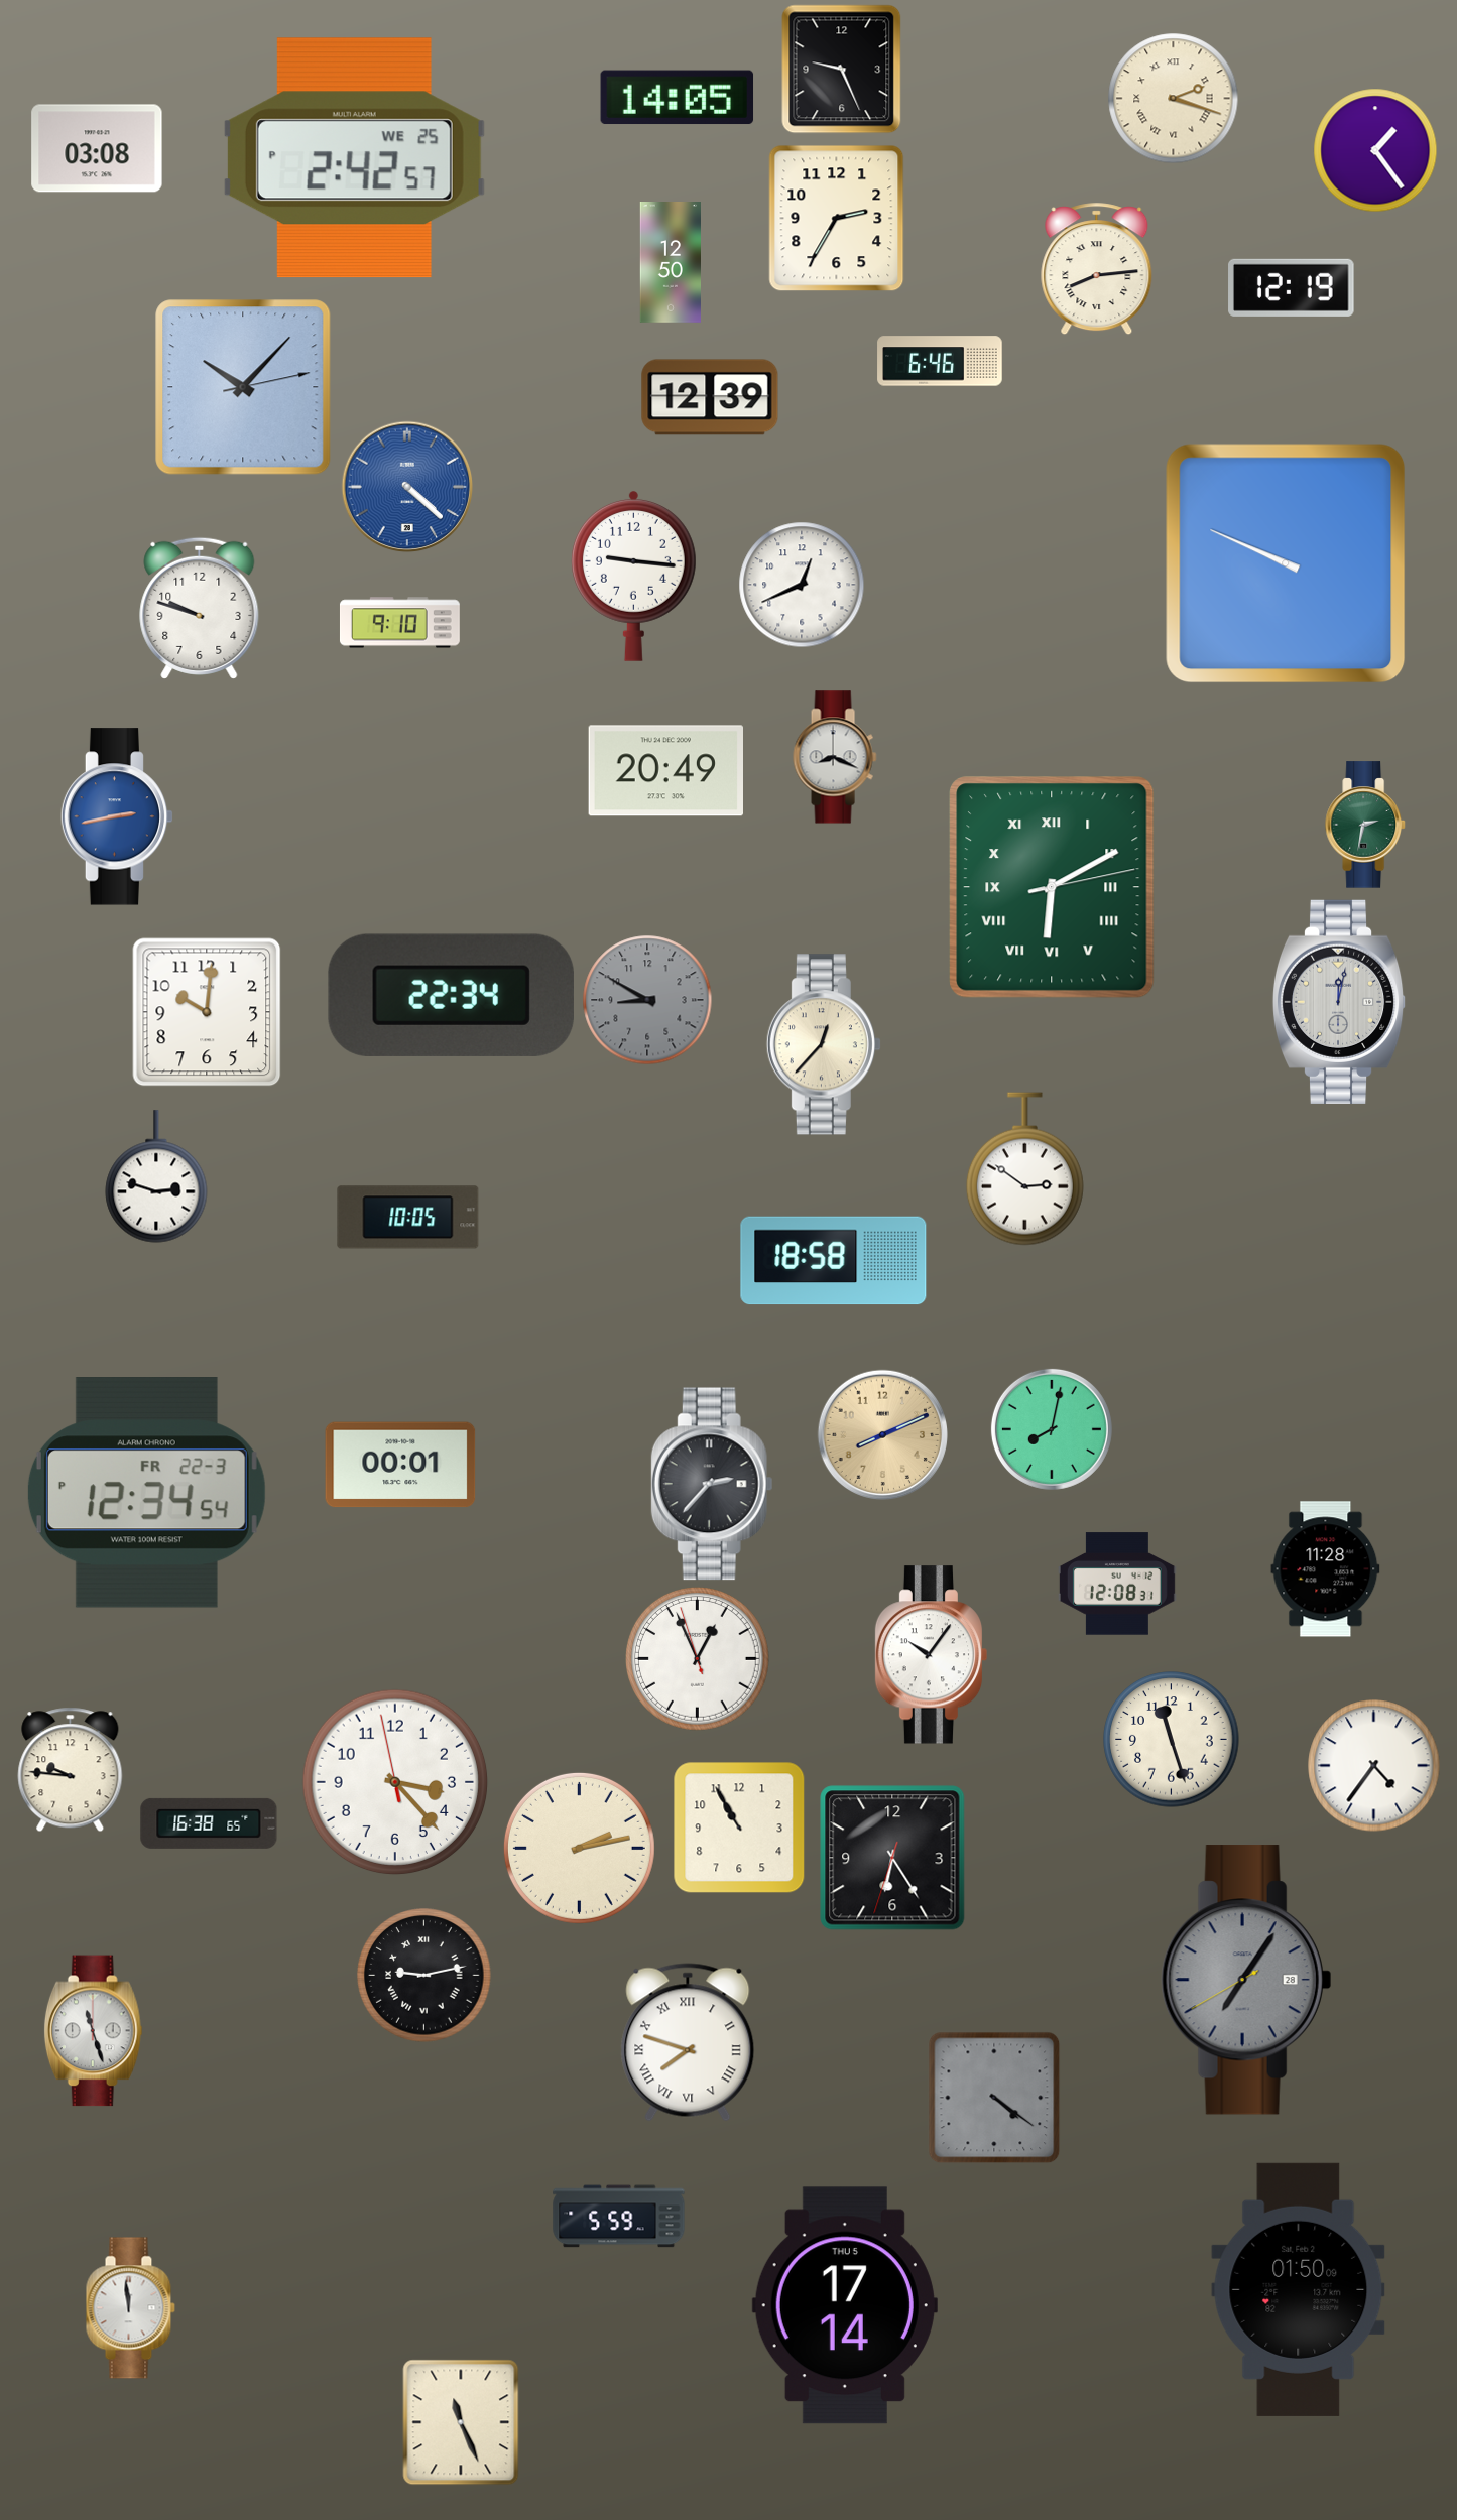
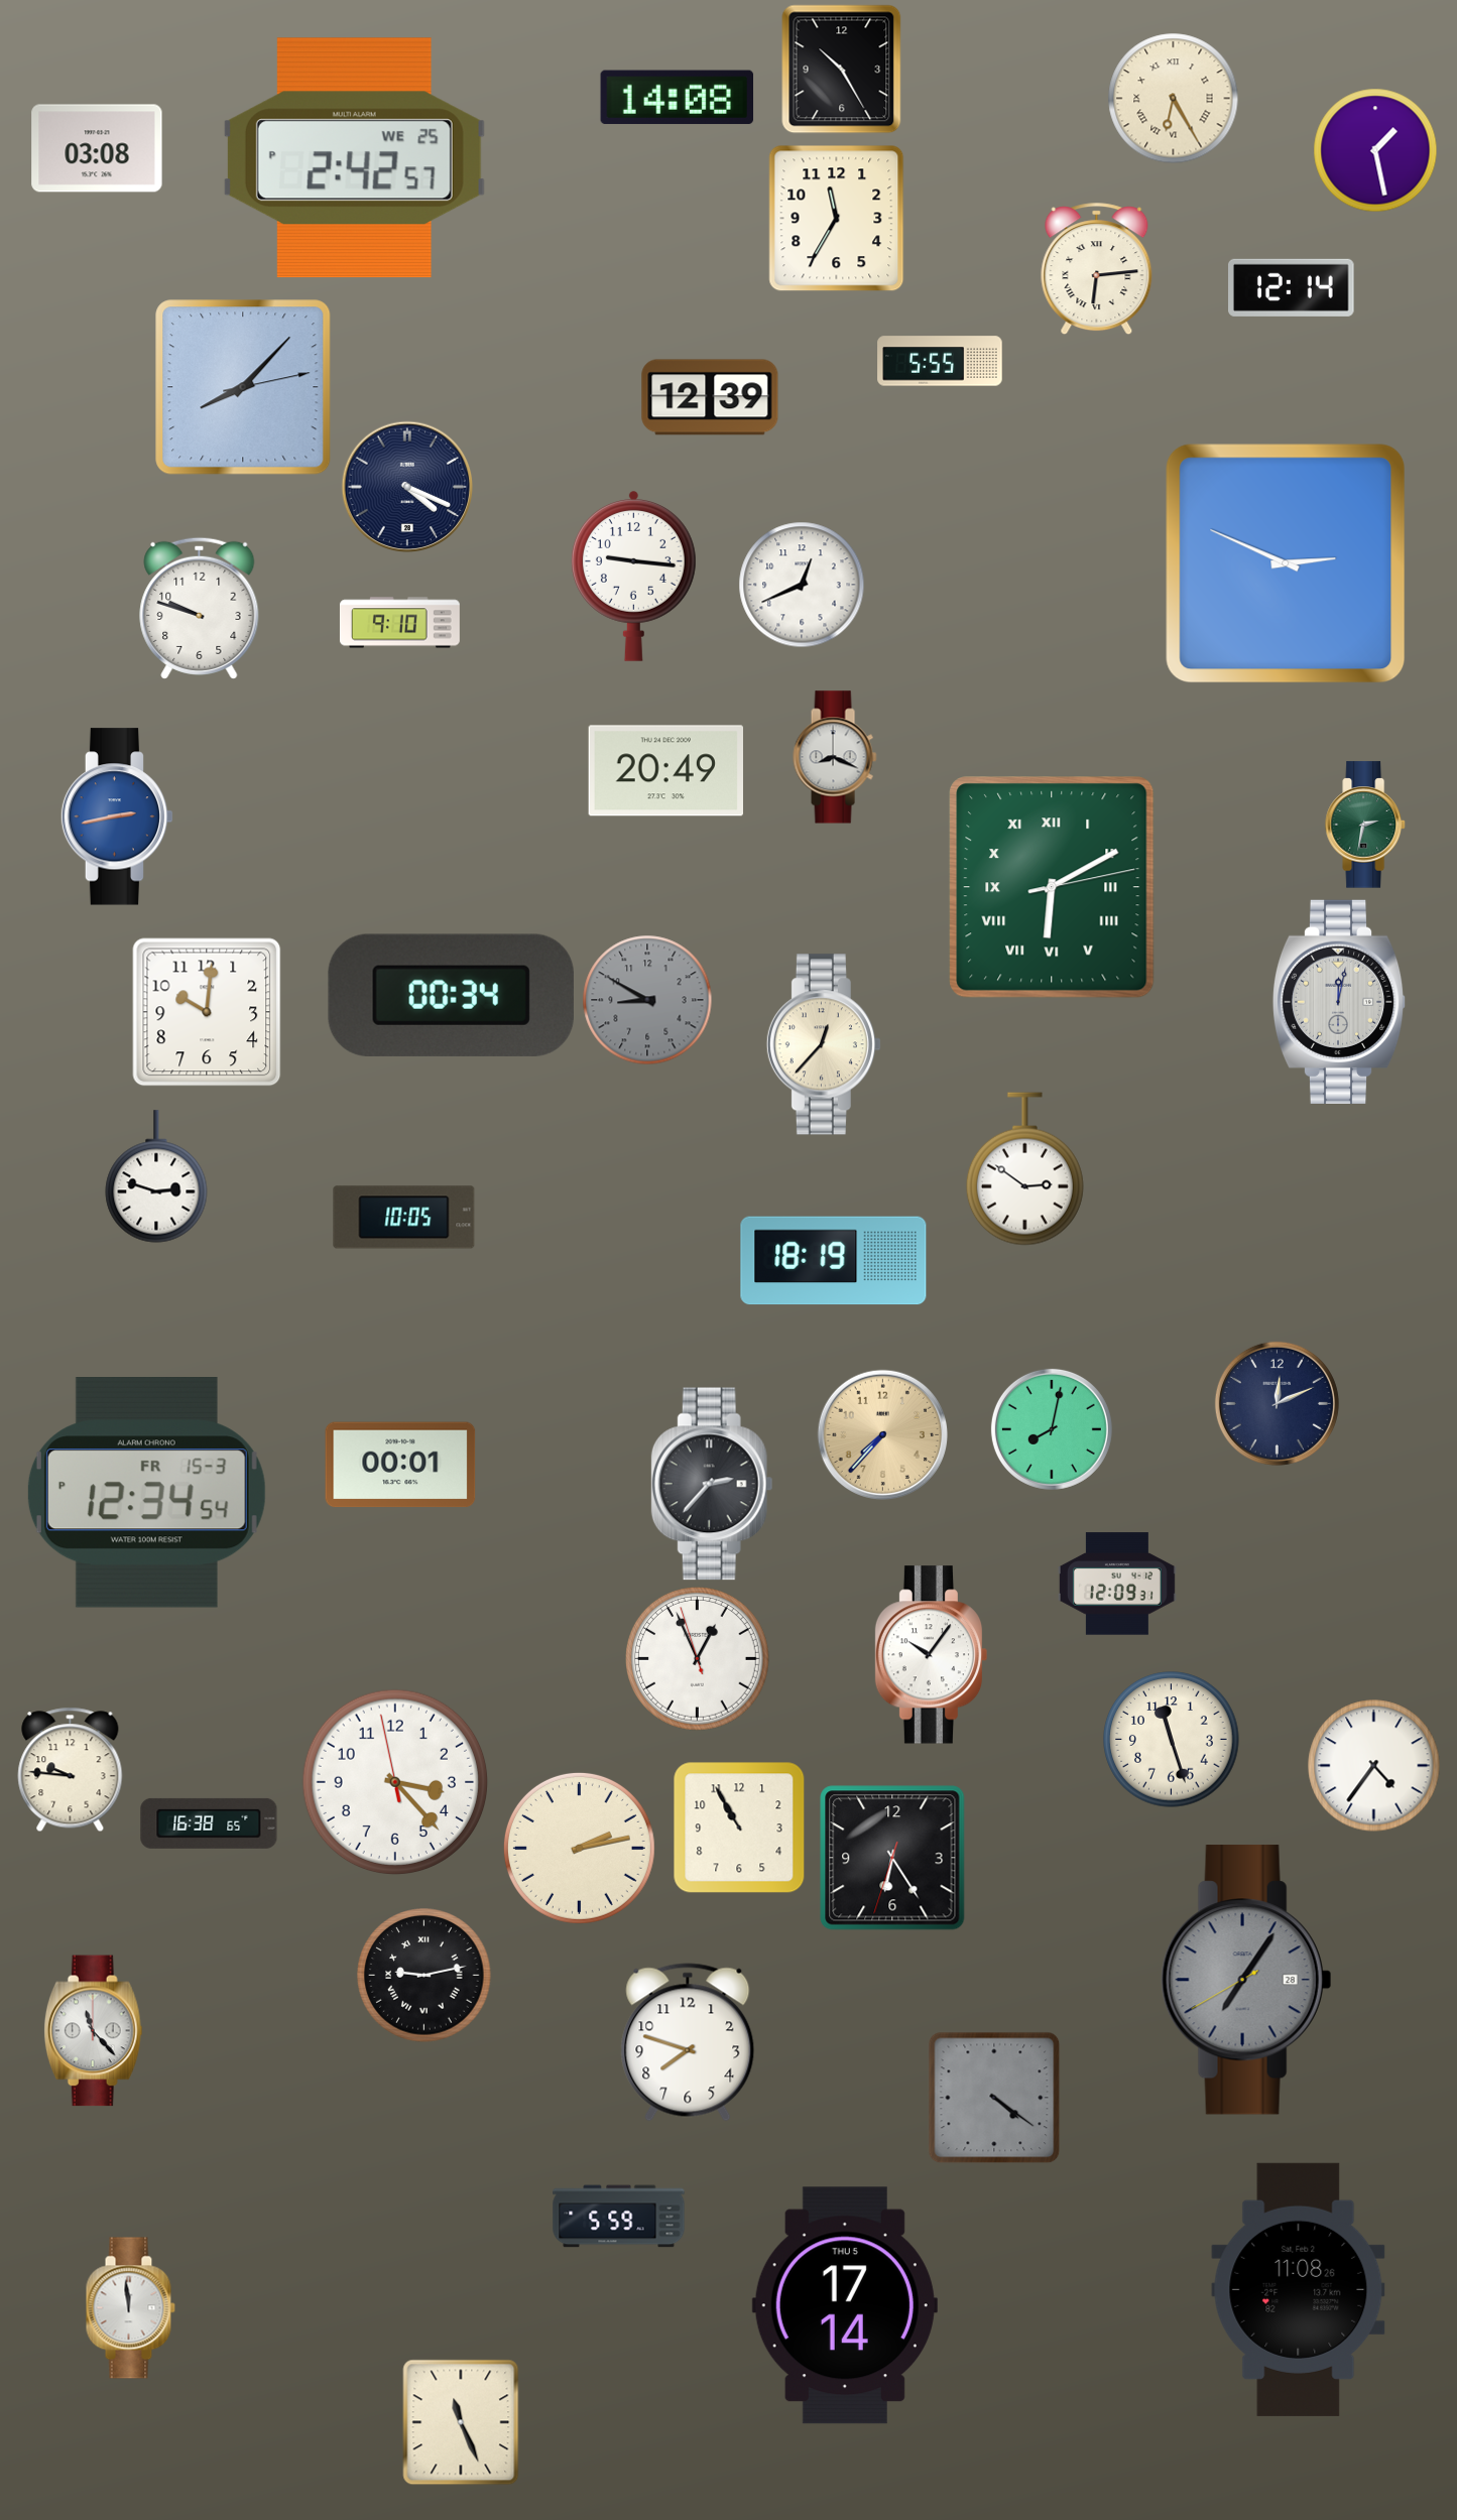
clock at (842, 70): 9:26 -> 10:25
clock at (678, 98): 14:05 -> 14:08
clock at (1174, 99): 2:18 -> 6:25
clock at (1375, 150): 1:24 -> 1:28
clock at (837, 219): 2:35 -> 11:35
clock at (670, 263): 12:50 -> none
clock at (1097, 269): 8:14 -> 6:14
clock at (1292, 287): 12:19 -> 12:14
clock at (940, 361): 6:46 -> 5:55
clock at (243, 387): 10:07 -> 8:07
clock at (407, 487): 4:22 -> 4:19
clock at (407, 487) dial: blue -> navy
clock at (1286, 563): 9:49 -> 2:49
clock at (451, 995): 22:34 -> 00:34
clock at (408, 1218) position: (408, 1218) -> (404, 1218)
clock at (834, 1261): 18:58 -> 18:19
clock at (1277, 1403): none -> 12:11
clock at (883, 1435): 8:11 -> 7:37
clock at (146, 1493) date: FR 22-3 -> FR 15-3
clock at (1326, 1569): 11:28 -> none
clock at (1117, 1584): 12:08 -> 12:09
clock at (93, 2031): 11:27 -> 11:23
clock at (688, 2042) numerals: Roman -> Arabic
clock at (1299, 2289): 01:50 -> 11:08
